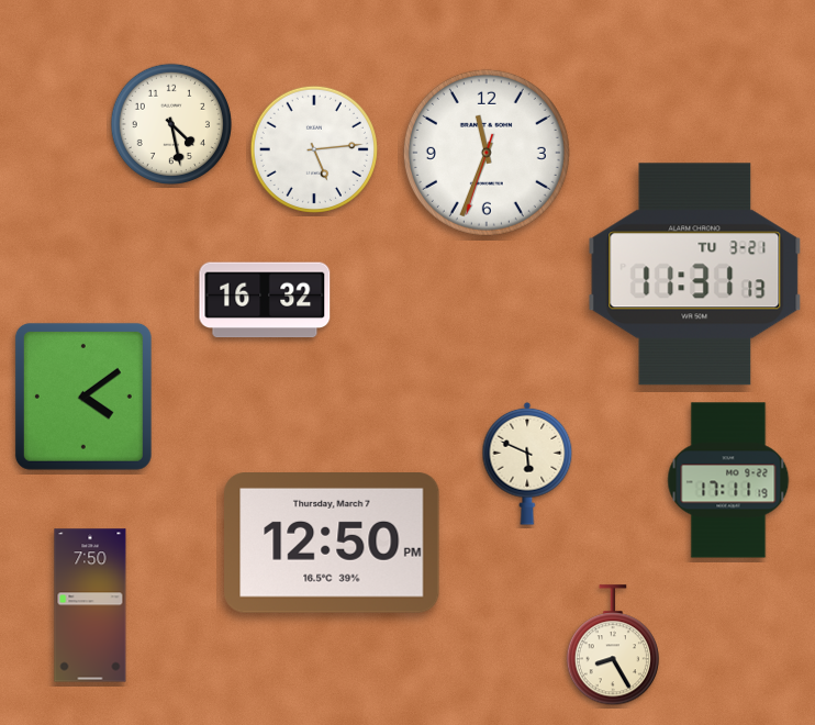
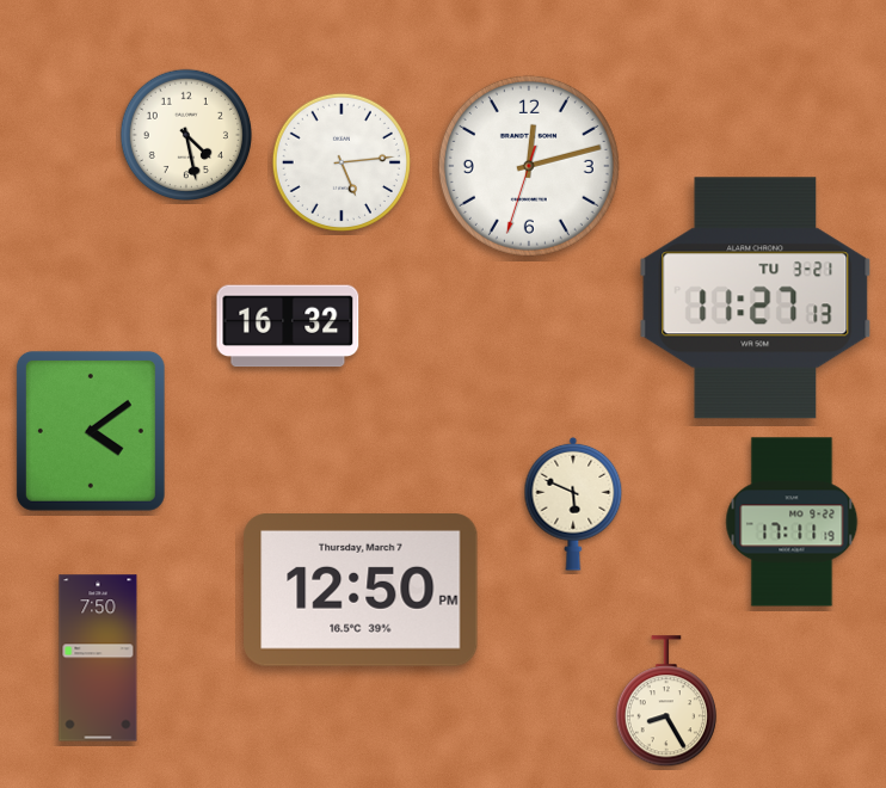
clock at (487, 153): 11:33 -> 12:12
clock at (695, 275): 11:31 -> 11:27
